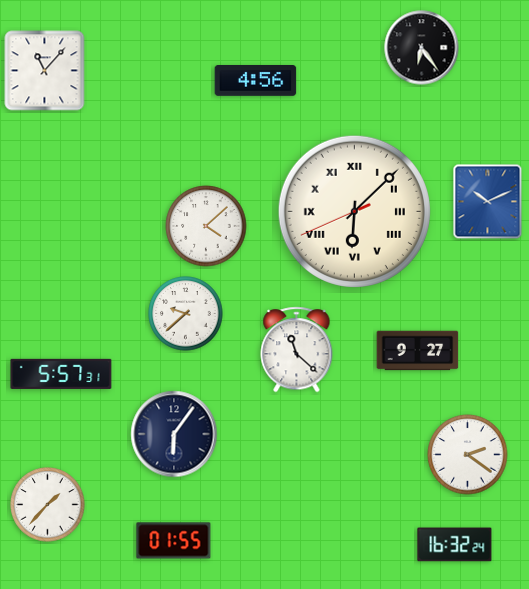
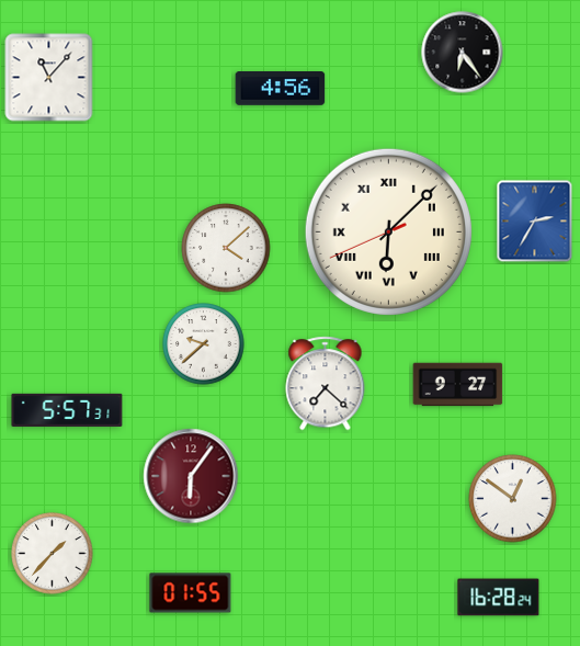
clock at (488, 202): 10:11 -> 2:35
clock at (297, 350): 11:22 -> 7:22
clock at (174, 434) dial: navy -> burgundy
clock at (468, 455): 2:21 -> 12:51
clock at (455, 545): 16:32 -> 16:28
